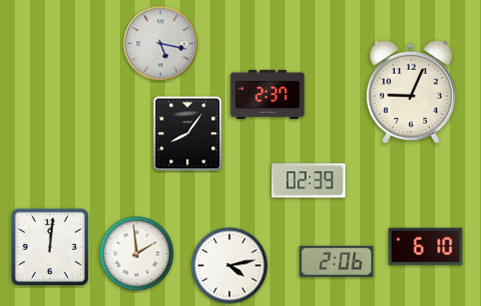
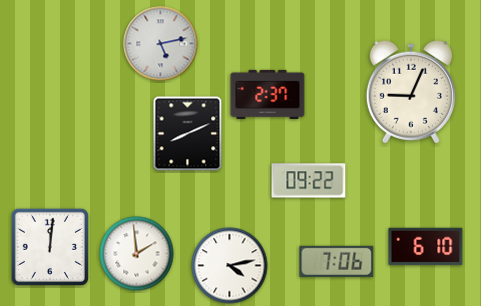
clock at (161, 44): 5:17 -> 5:13
clock at (188, 134): 8:06 -> 8:11
clock at (309, 181): 02:39 -> 09:22
clock at (337, 261): 2:06 -> 7:06
